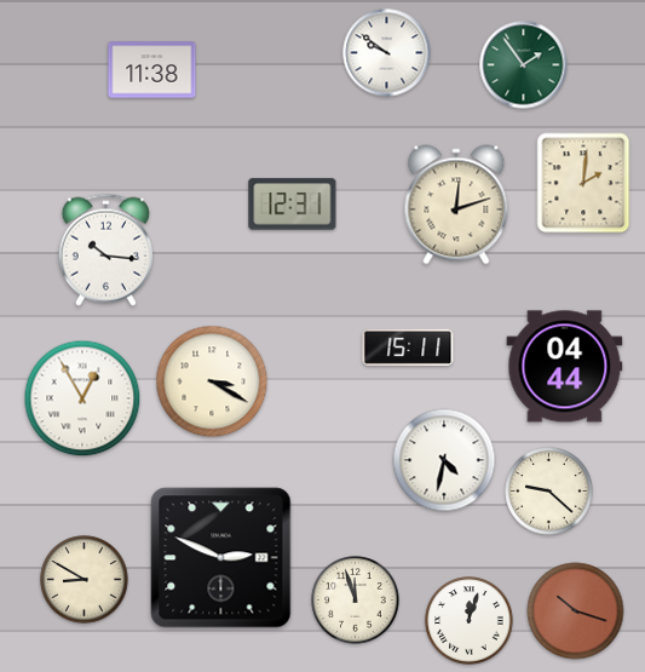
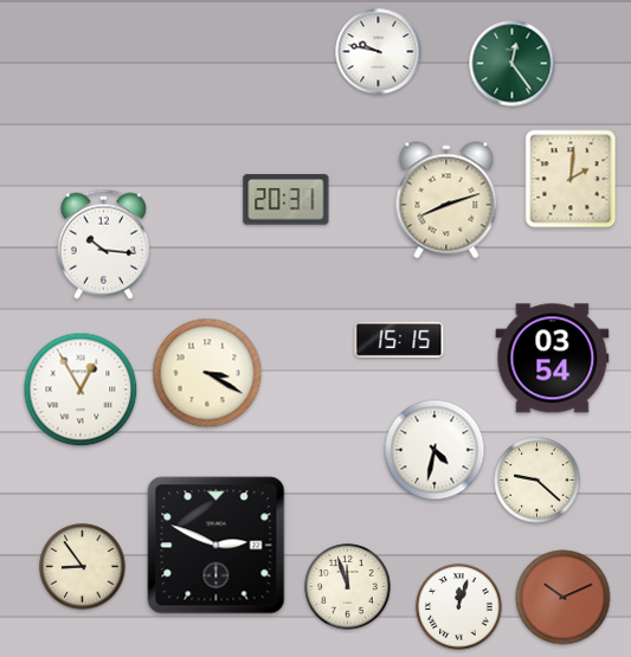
clock at (387, 53): 9:51 -> 9:47
clock at (524, 65): 1:54 -> 12:24
clock at (152, 70): 11:38 -> none
clock at (293, 205): 12:31 -> 20:31
clock at (456, 205): 12:12 -> 8:12
clock at (408, 348): 15:11 -> 15:15
clock at (565, 367): 04:44 -> 03:54
clock at (85, 580): 8:50 -> 8:54
clock at (576, 611): 10:18 -> 10:11
